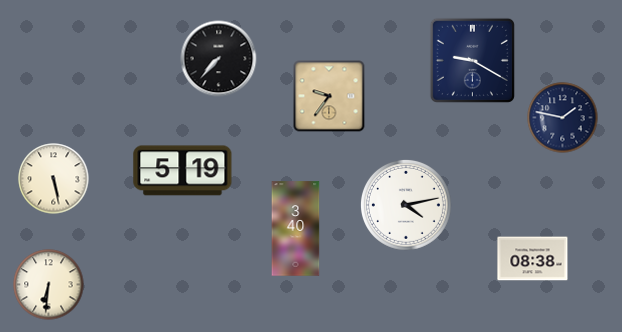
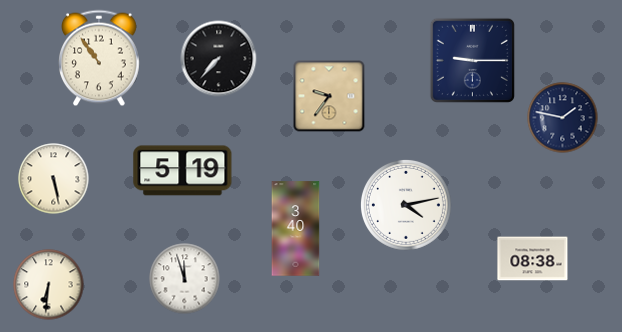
clock at (100, 58): none -> 10:54
clock at (472, 60): 9:20 -> 9:15
clock at (185, 279): none -> 11:57
